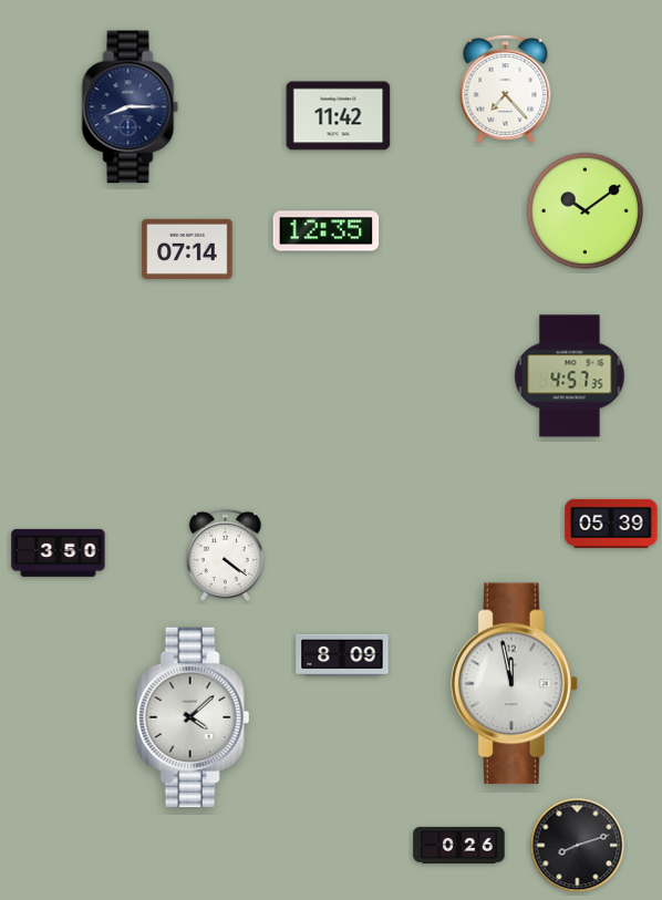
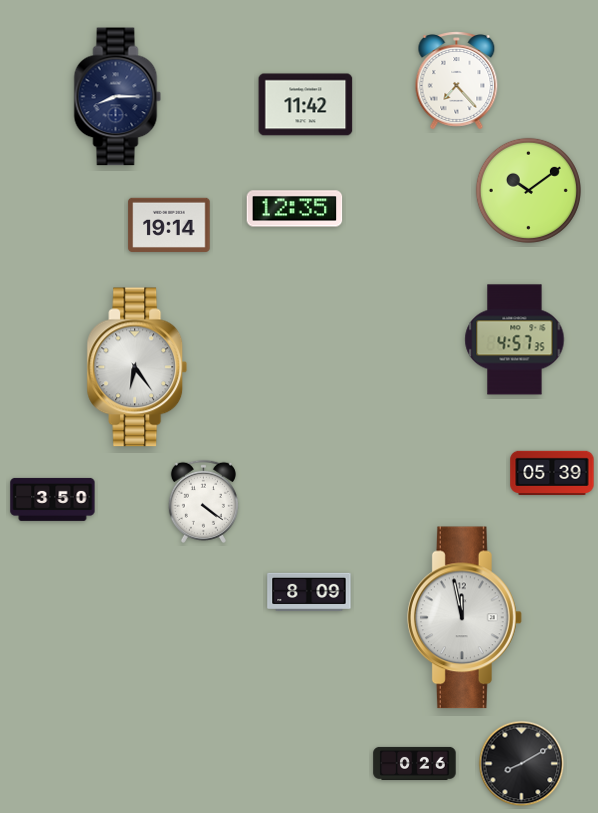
clock at (187, 249): 07:14 -> 19:14
clock at (137, 367): none -> 6:24
clock at (193, 717): 4:08 -> none
clock at (578, 846): 8:12 -> 8:10
